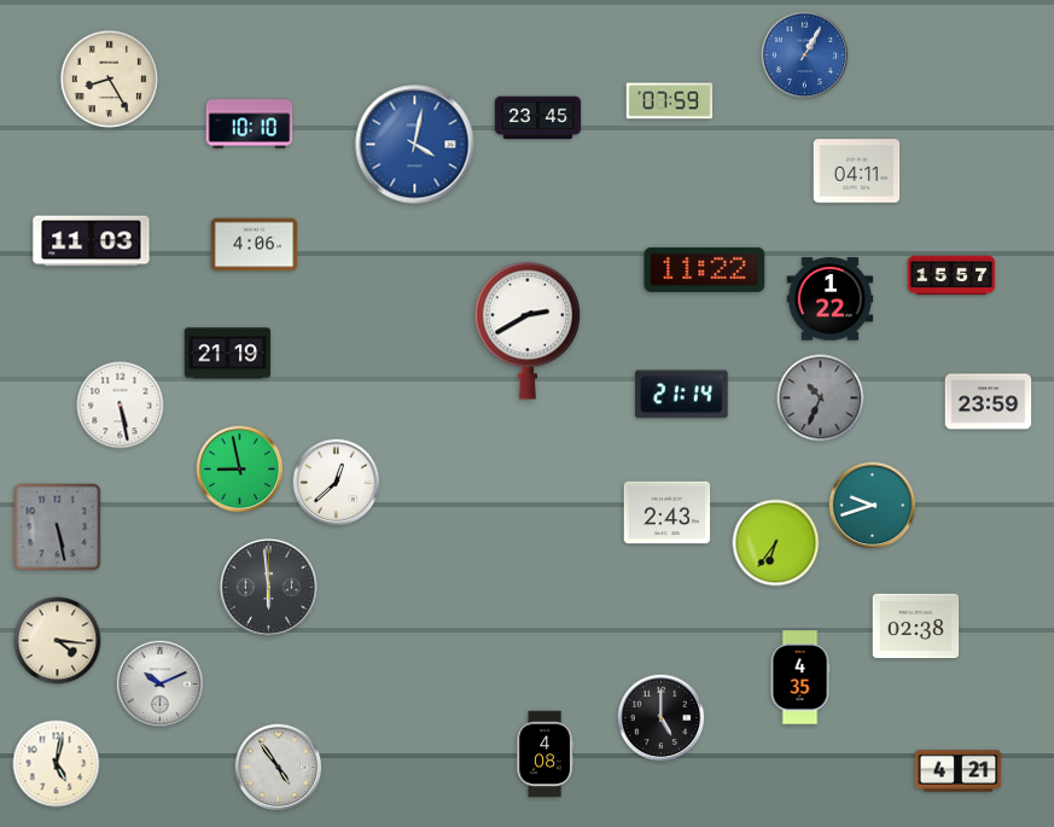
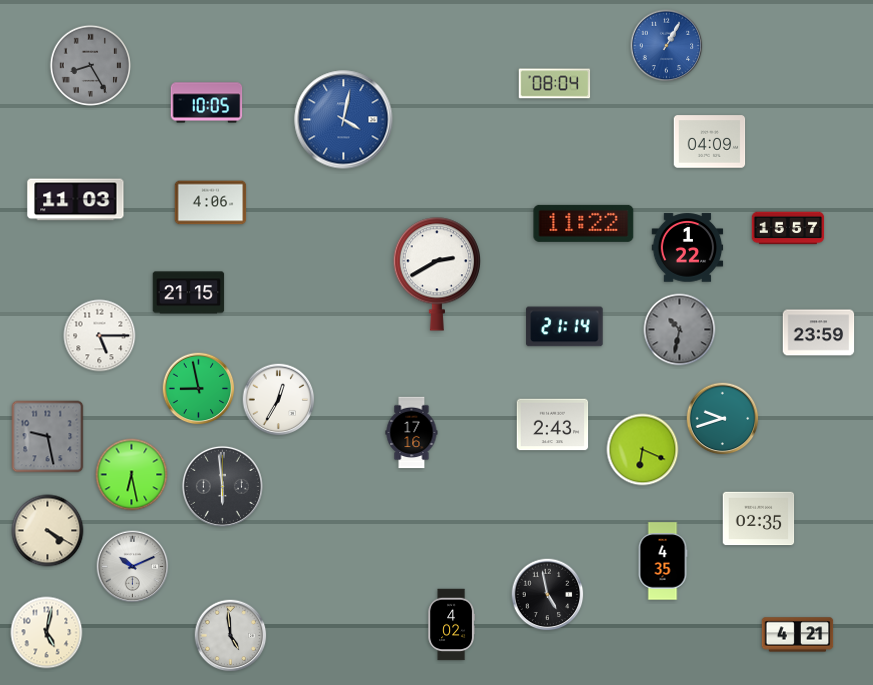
clock at (110, 80) dial: cream -> grey
clock at (670, 101): 07:59 -> 08:04
clock at (538, 118): 23:45 -> none
clock at (250, 124): 10:10 -> 10:05
clock at (857, 171): 04:11 -> 04:09
clock at (228, 354): 21:19 -> 21:15
clock at (821, 398): 10:34 -> 10:32
clock at (121, 406): 5:28 -> 5:15
clock at (337, 483): 12:38 -> 12:35
clock at (412, 433): none -> 17:16
clock at (58, 528): 5:28 -> 9:28
clock at (776, 543): 6:36 -> 6:19
clock at (132, 475): none -> 6:28
clock at (916, 627): 02:38 -> 02:35
clock at (58, 641): 4:16 -> 4:20
clock at (662, 718): 5:00 -> 4:58
clock at (545, 755): 4:08 -> 4:02
clock at (279, 768): 4:54 -> 4:59
clock at (959, 771) position: (959, 771) -> (798, 635)
